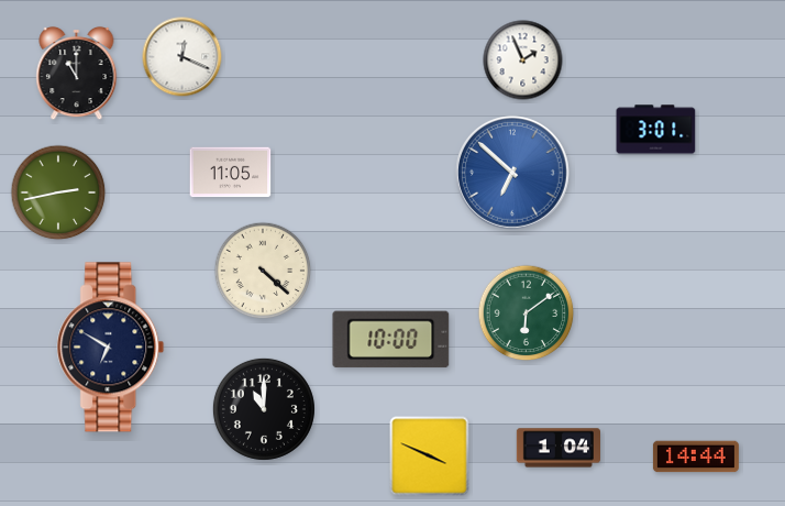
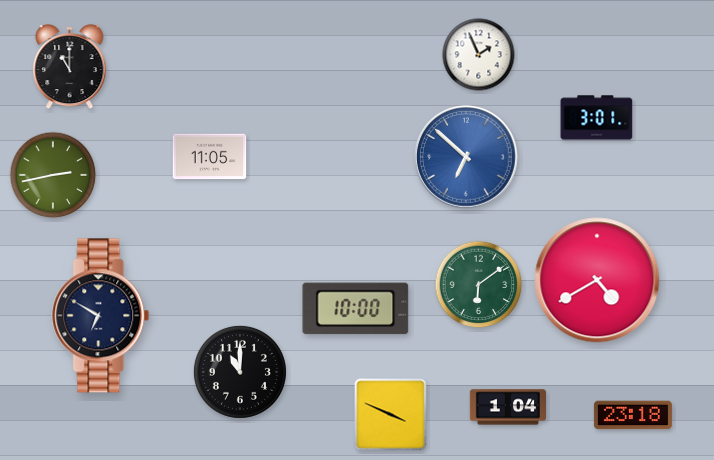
clock at (183, 57): 12:19 -> none
clock at (523, 61) position: (523, 61) -> (479, 55)
clock at (263, 271): 4:22 -> none
clock at (597, 280): none -> 4:40
clock at (696, 457): 14:44 -> 23:18
